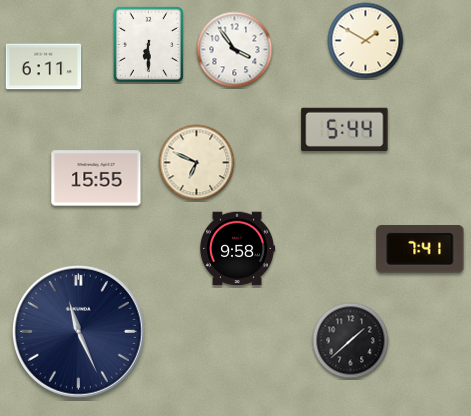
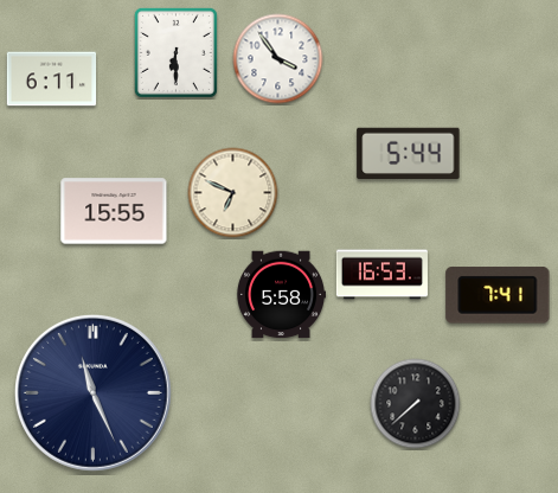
clock at (366, 41): 1:50 -> none
clock at (381, 275): none -> 16:53
clock at (237, 249): 9:58 -> 5:58
clock at (351, 341): 1:38 -> 7:38
